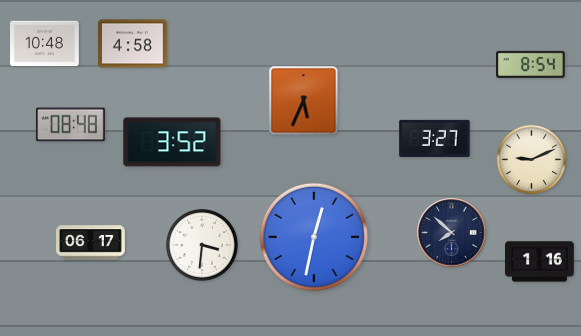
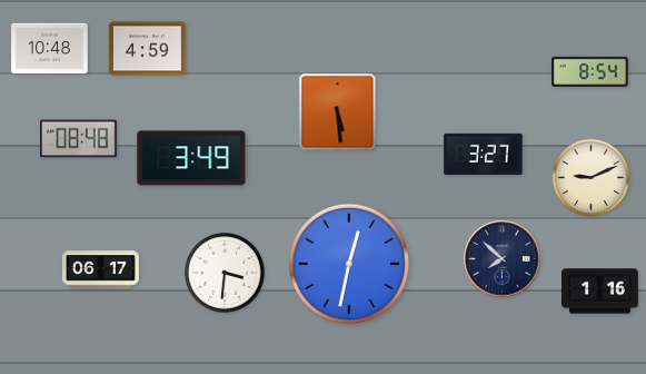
clock at (133, 44): 4:58 -> 4:59
clock at (304, 101): 5:34 -> 5:29
clock at (172, 142): 3:52 -> 3:49
